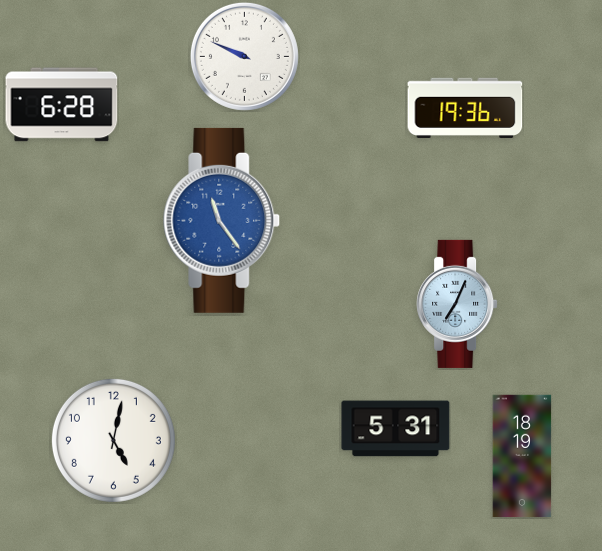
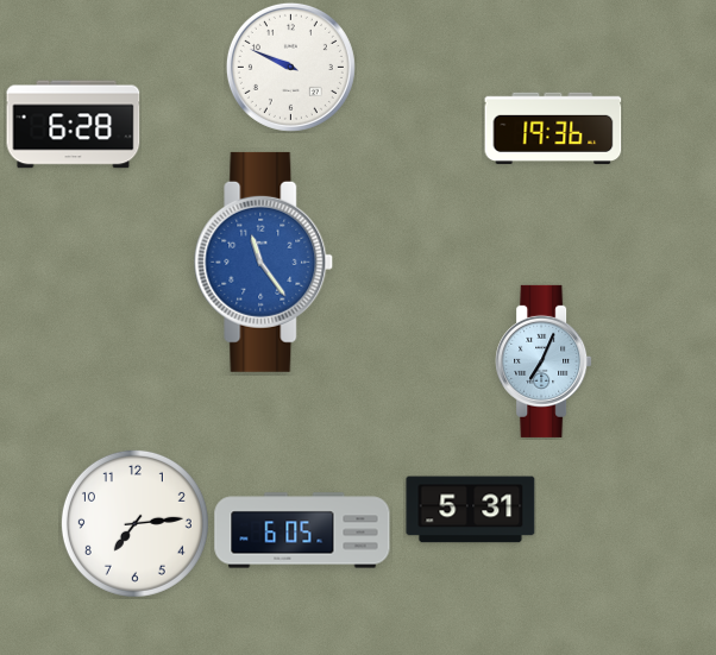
clock at (113, 440): 5:02 -> 7:14
clock at (302, 530): none -> 6:05
clock at (522, 456): 18:19 -> none
